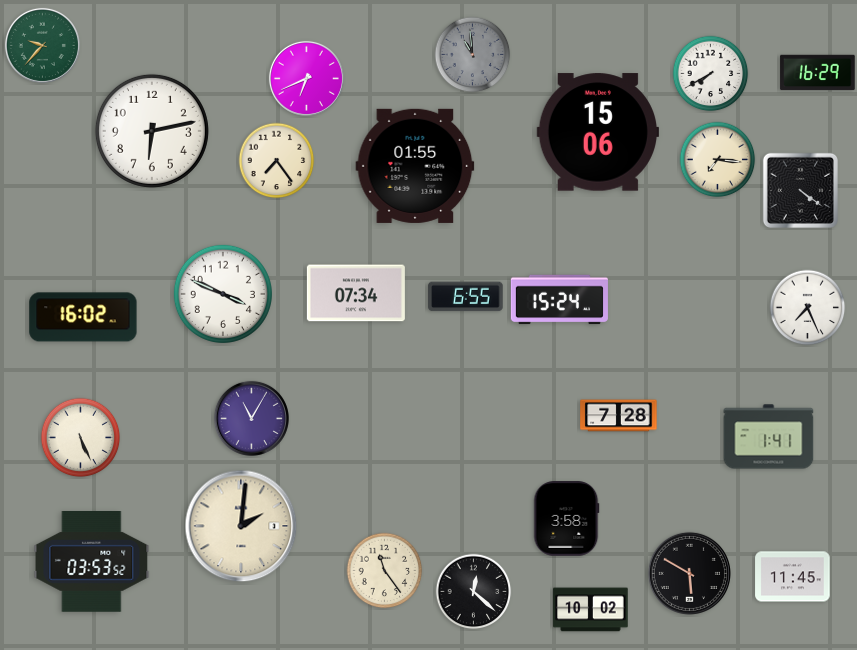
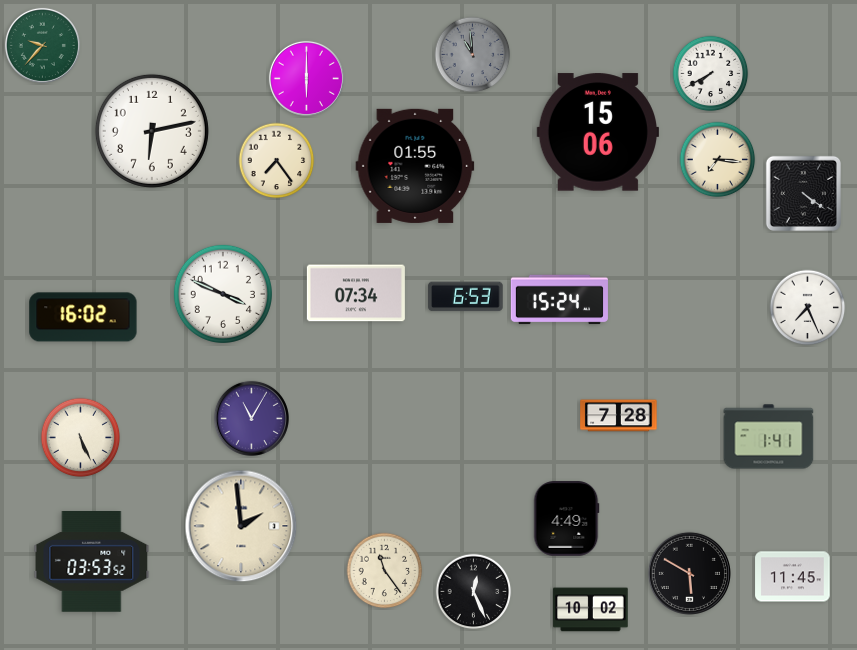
clock at (818, 73): 16:29 -> none
clock at (306, 78): 6:41 -> 6:00
clock at (800, 190) position: (800, 190) -> (803, 193)
clock at (466, 297): 6:55 -> 6:53
clock at (567, 519): 3:58 -> 4:49
clock at (241, 526): 2:01 -> 1:59
clock at (474, 592): 12:22 -> 12:26
